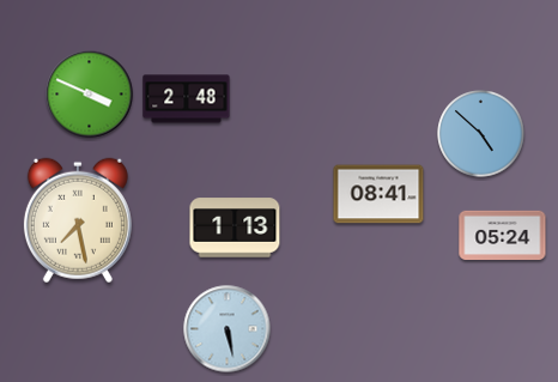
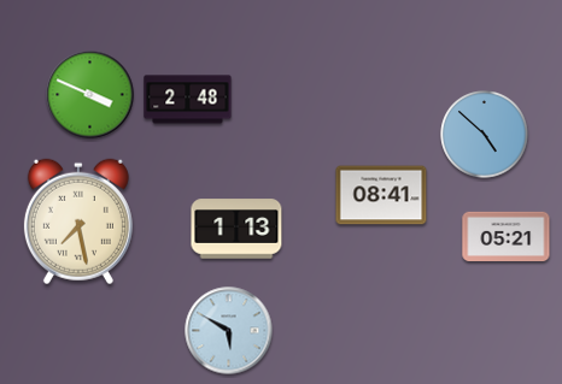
clock at (503, 235): 05:24 -> 05:21
clock at (228, 329): 5:28 -> 5:50
